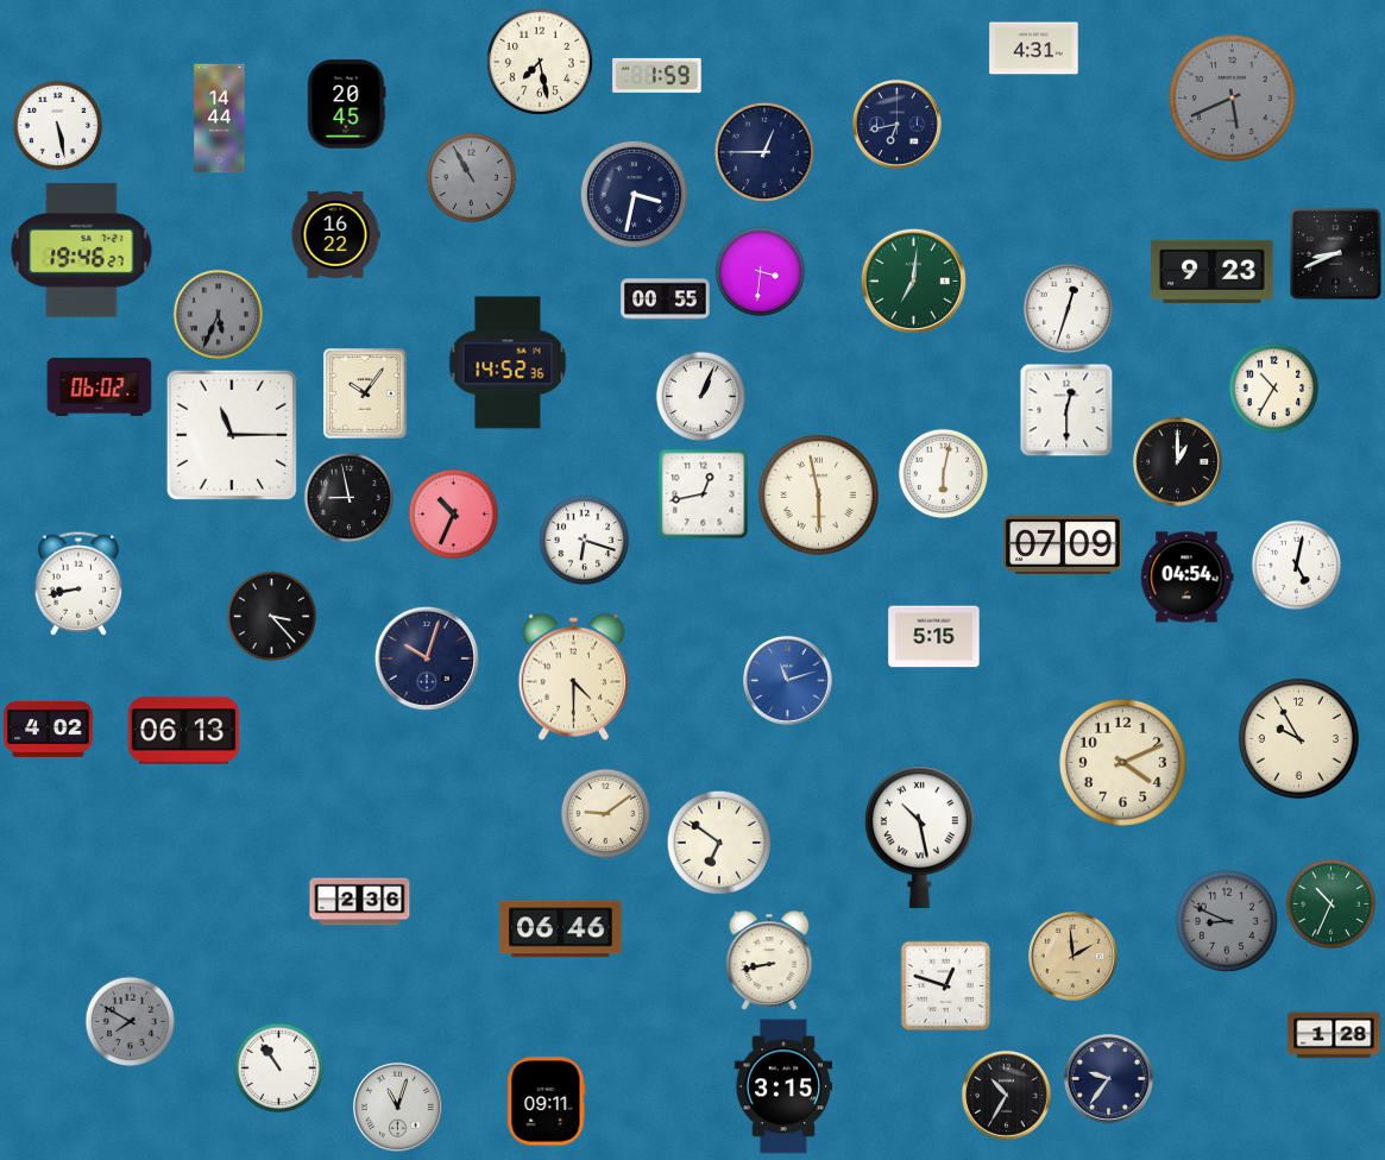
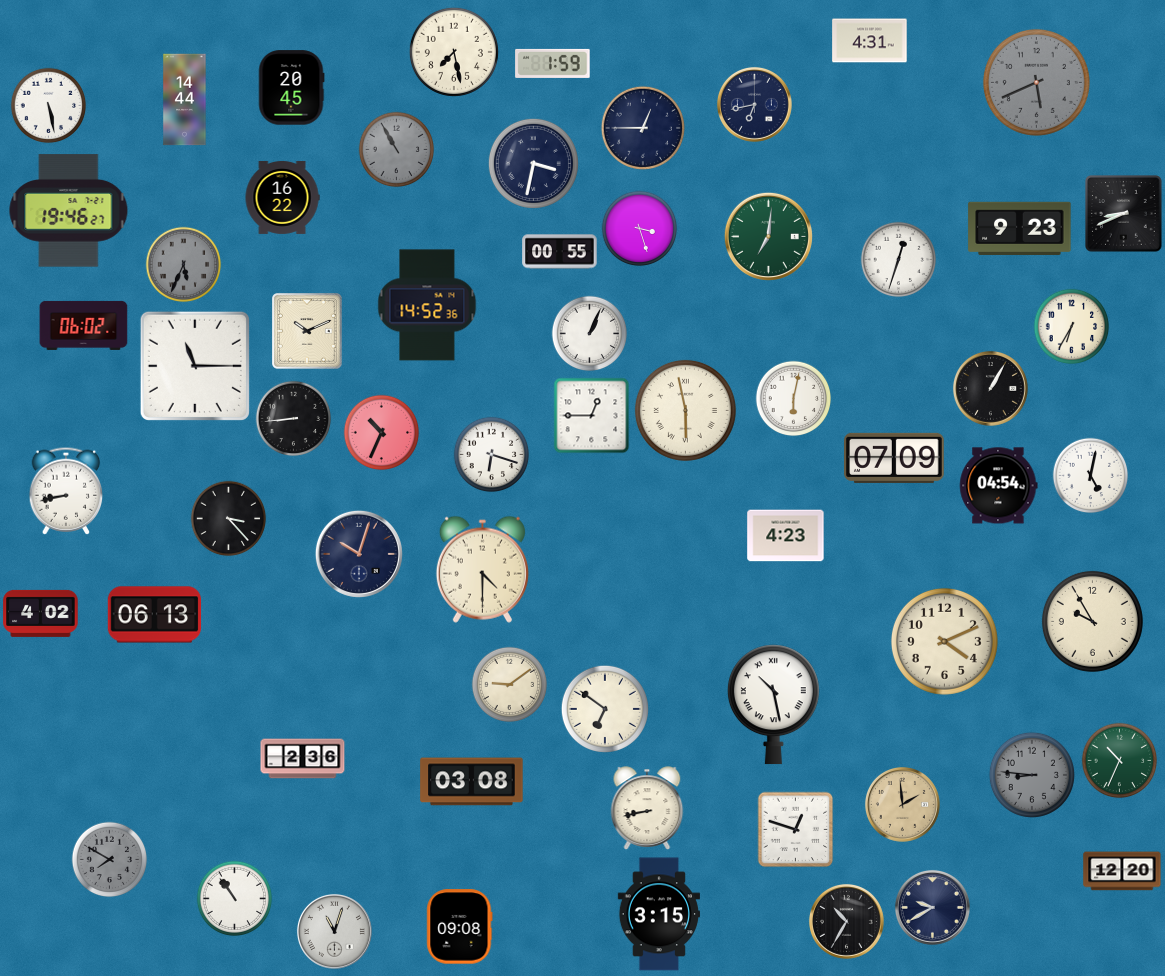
clock at (761, 272): 3:31 -> 3:27
clock at (1274, 389): 10:35 -> 6:35
clock at (366, 393): 10:06 -> 10:11
clock at (1066, 410): 12:30 -> none
clock at (1177, 461): 1:00 -> 1:05
clock at (704, 494): 12:43 -> 12:45
clock at (818, 494) position: (818, 494) -> (685, 410)
clock at (350, 498): 8:58 -> 8:44
clock at (934, 637): 5:15 -> 4:23
clock at (787, 680): 11:12 -> none
clock at (1227, 921): 8:49 -> 8:46
clock at (561, 929): 06:46 -> 03:08
clock at (1334, 1035): 1:28 -> 12:20
clock at (1108, 1078): 9:36 -> 9:40
clock at (547, 1102): 09:11 -> 09:08
